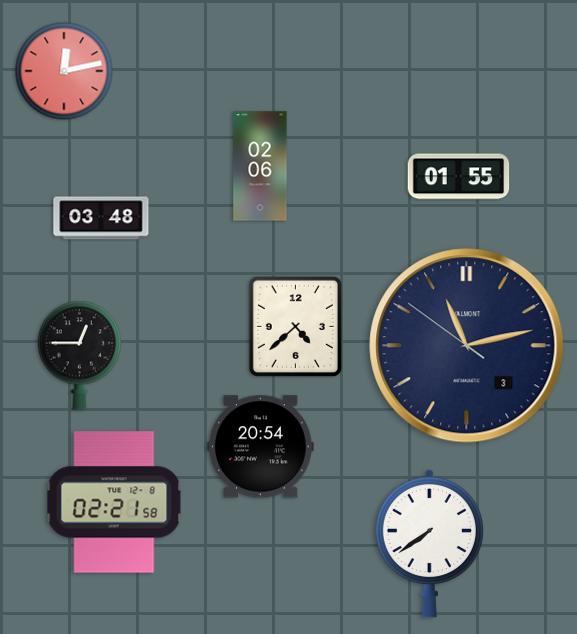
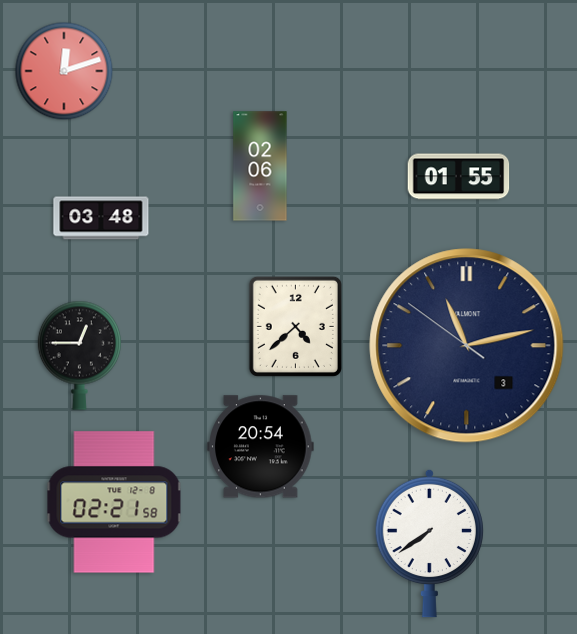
clock at (64, 71): 12:13 -> 12:12
